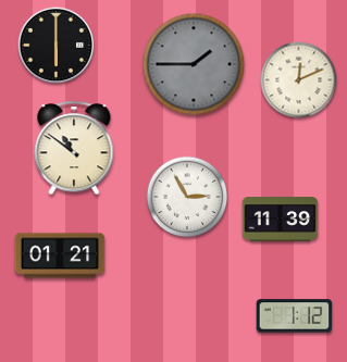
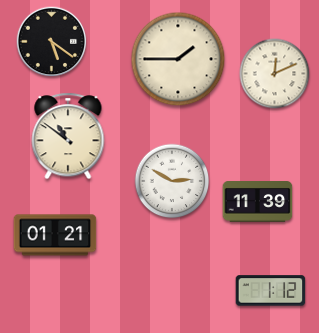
clock at (57, 46): 6:00 -> 5:21
clock at (194, 64) dial: grey -> cream
clock at (187, 197): 2:55 -> 2:50
